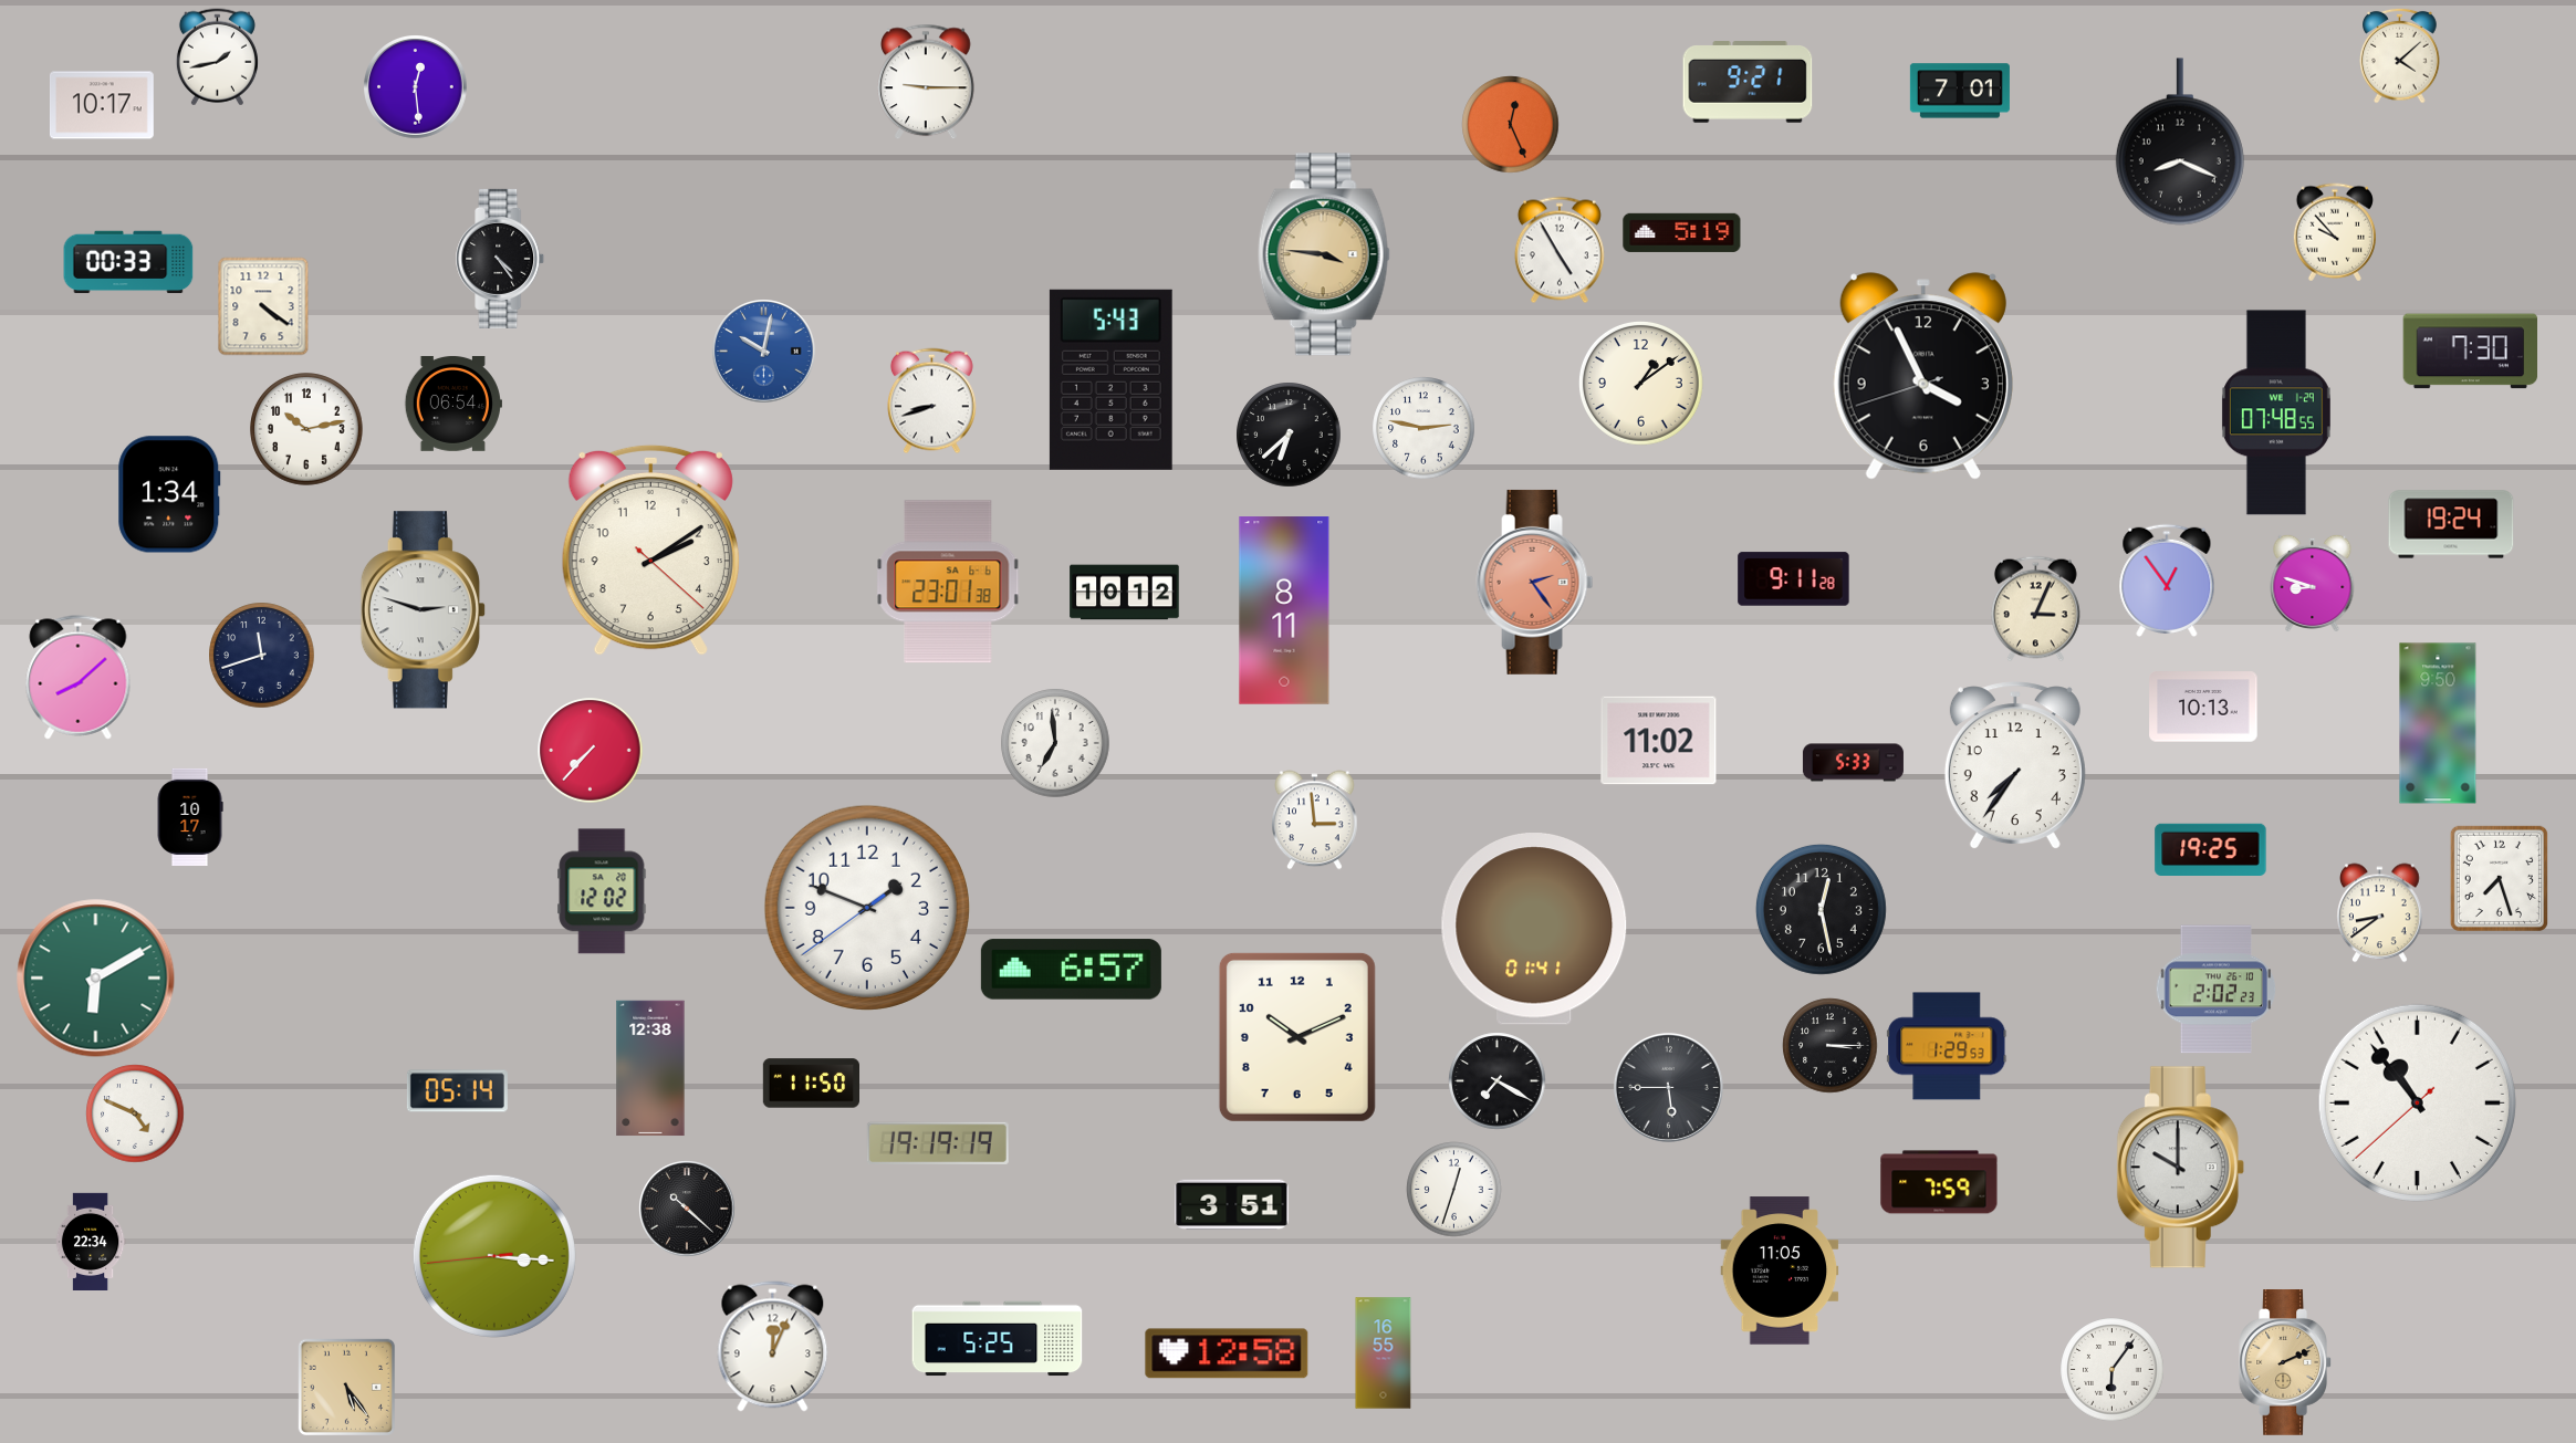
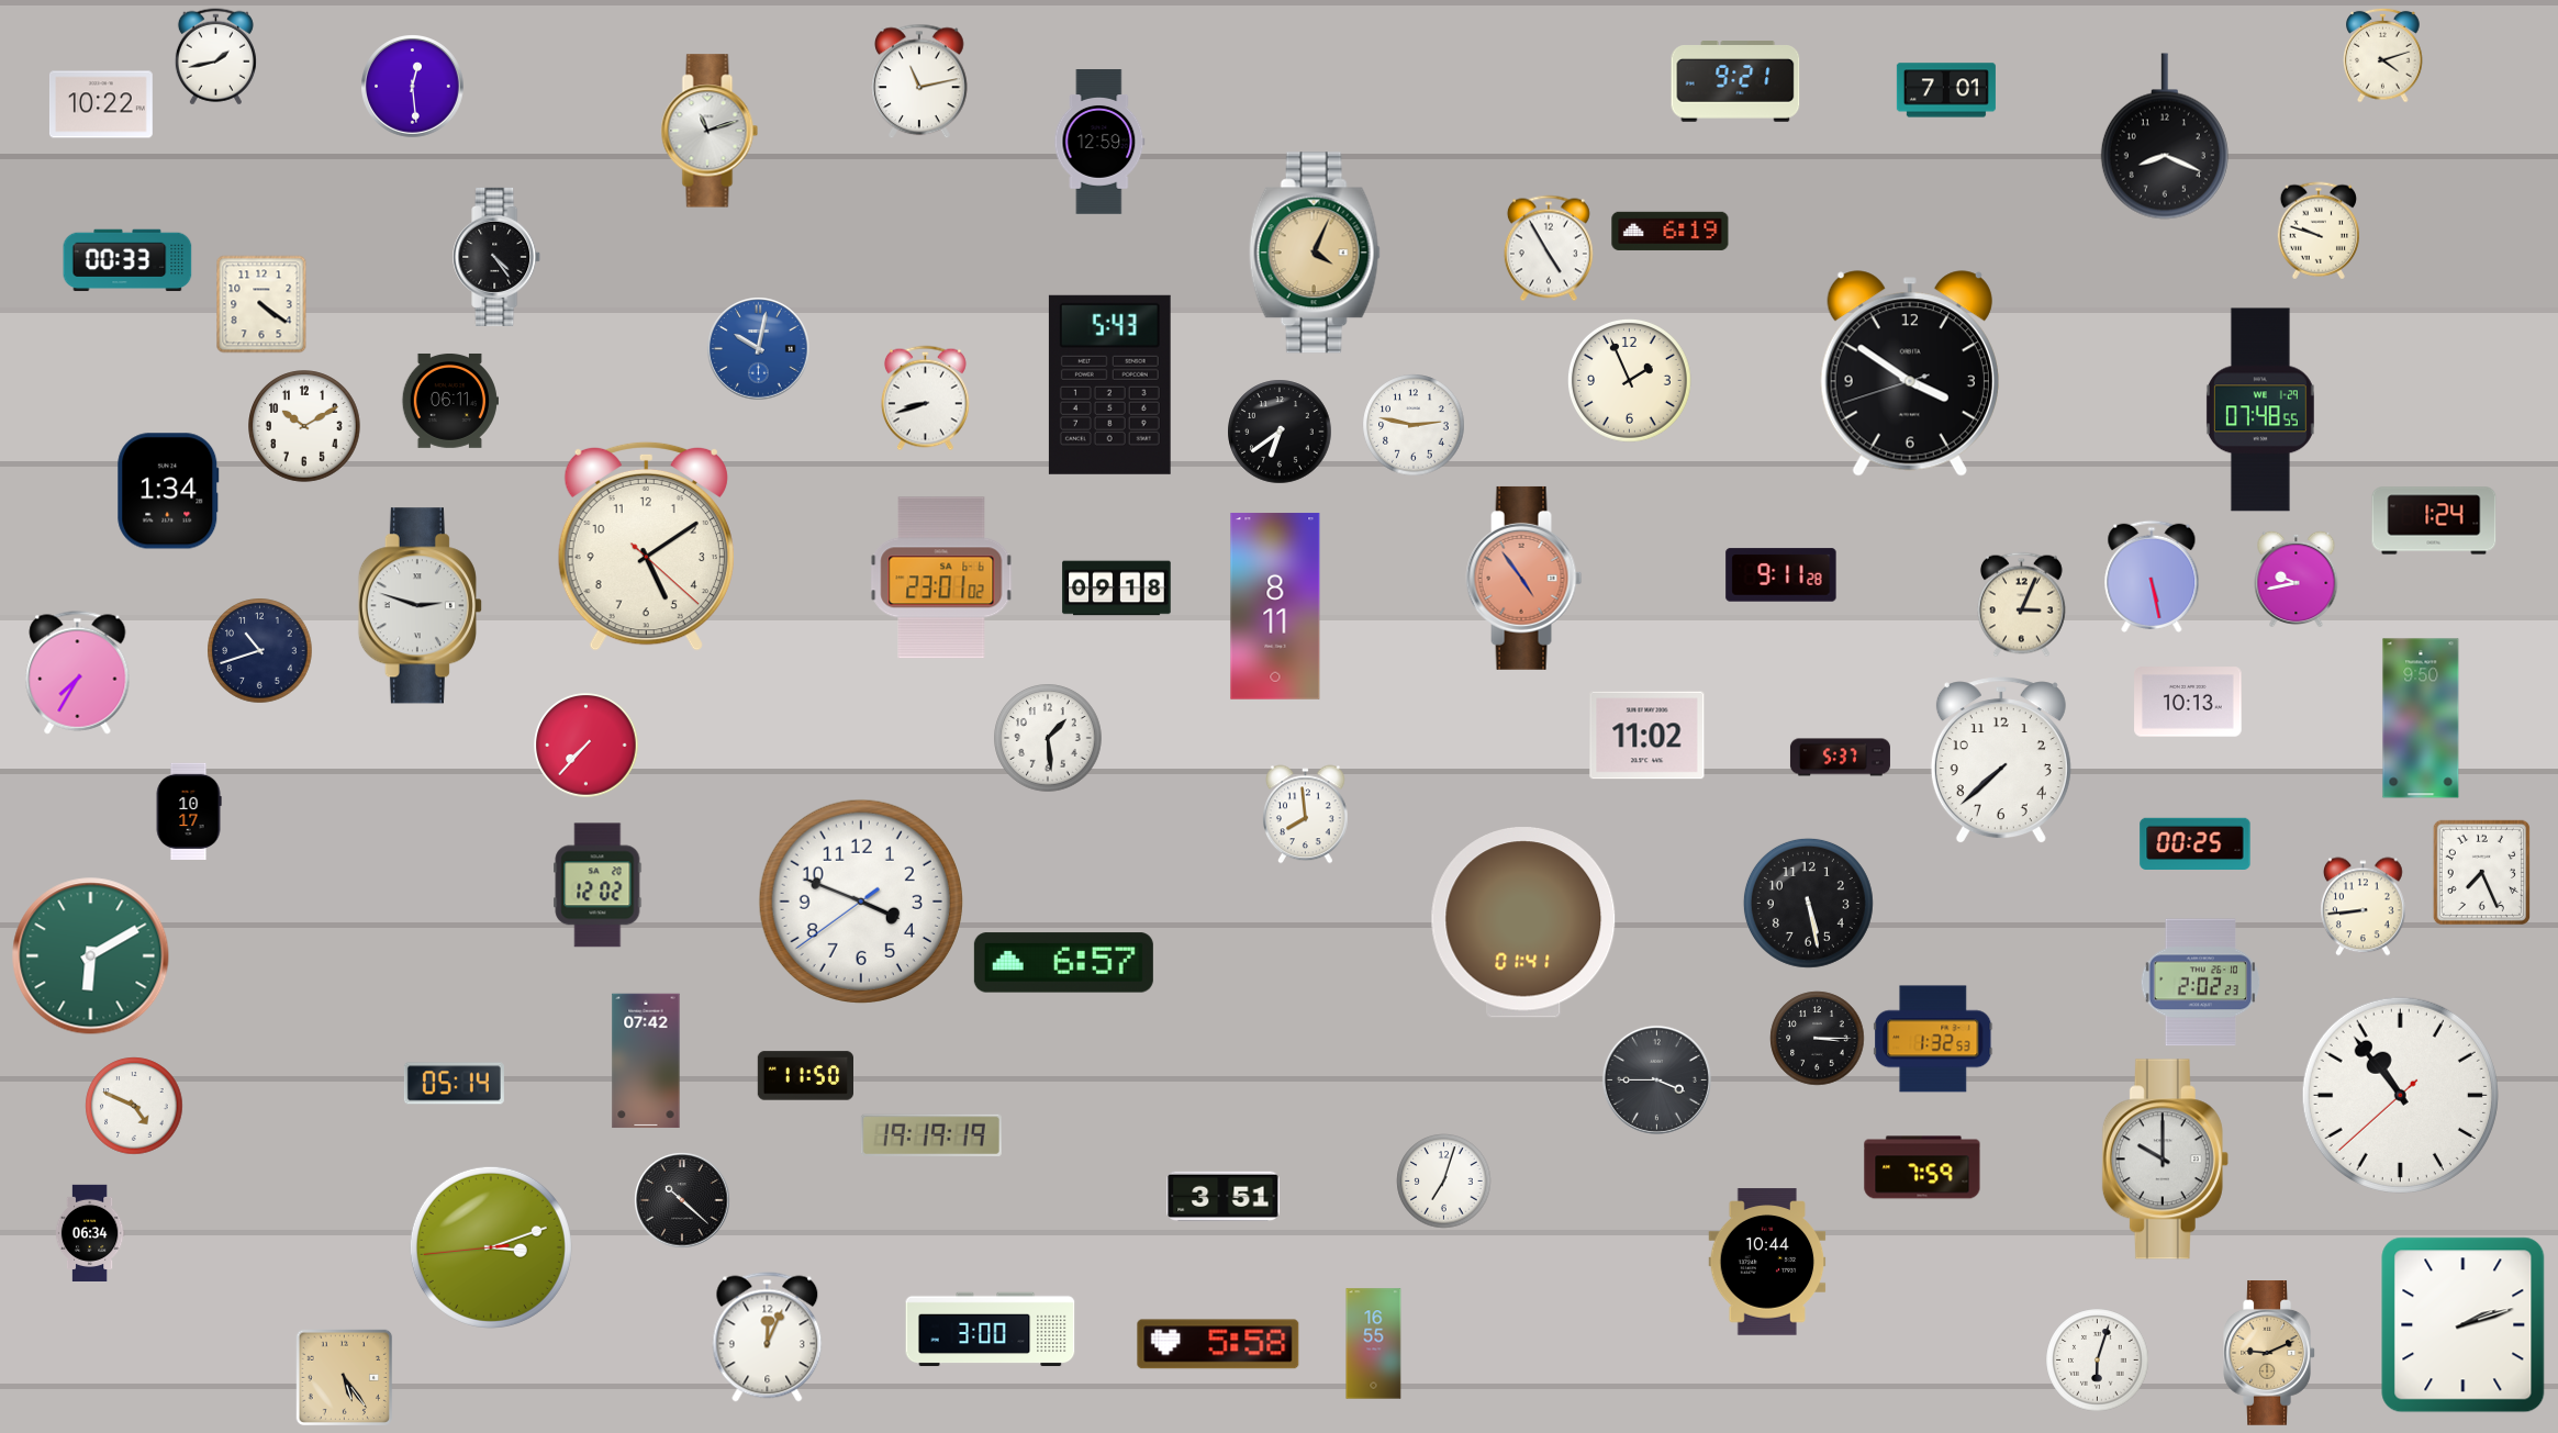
clock at (2400, 55): 4:08 -> 4:12
clock at (927, 82): 9:15 -> 11:13
clock at (102, 105): 10:17 -> 10:22
clock at (1511, 125): 12:26 -> none
clock at (710, 131): none -> 11:12
clock at (2180, 142) position: (2180, 142) -> (2165, 136)
clock at (1099, 142): none -> 12:59
clock at (1682, 232): 5:19 -> 6:19
clock at (2335, 232): 9:53 -> 9:48
clock at (1324, 254): 3:46 -> 4:04
clock at (2470, 352): 7:30 -> none
clock at (1923, 376): 3:55 -> 3:50
clock at (1110, 379) position: (1110, 379) -> (1109, 384)
clock at (1640, 383): 1:09 -> 1:56
clock at (453, 404): 06:54 -> 06:11
clock at (306, 429): 10:13 -> 10:10
clock at (1289, 435): 6:38 -> 6:39
clock at (2451, 524): 19:24 -> 1:24
clock at (650, 550): 2:09 -> 5:09
clock at (2167, 581): 12:54 -> 5:28
clock at (948, 582): 23:01:38 -> 23:01:02
clock at (1535, 582): 2:24 -> 4:54
clock at (2313, 582): 8:48 -> 9:43
clock at (1125, 593): 10:12 -> 09:18
clock at (262, 656): 11:42 -> 10:42
clock at (79, 678): 8:08 -> 7:35
clock at (1055, 743): 6:59 -> 1:29
clock at (1853, 763): 5:33 -> 5:37
clock at (2015, 766): 7:36 -> 7:38
clock at (1315, 820): 2:59 -> 7:59
clock at (2211, 849): 19:25 -> 00:25
clock at (2499, 878): 7:27 -> 7:26
clock at (867, 908): 1:48 -> 3:48
clock at (1821, 909): 12:28 -> 5:28
clock at (2380, 913): 8:39 -> 8:44
clock at (96, 979) position: (96, 979) -> (91, 956)
clock at (1297, 1037): 10:11 -> none
clock at (1947, 1046): 1:29 -> 1:32
clock at (650, 1068): 12:38 -> 07:42
clock at (1498, 1081): 7:20 -> none
clock at (1668, 1087): 5:45 -> 3:45
clock at (1939, 1182) position: (1939, 1182) -> (1922, 1167)
clock at (1454, 1190): 12:33 -> 7:03
clock at (91, 1241): 22:34 -> 06:34
clock at (494, 1256): 3:15 -> 3:11
clock at (1780, 1271): 11:05 -> 10:44
clock at (2464, 1325): none -> 2:12
clock at (998, 1339): 5:25 -> 3:00
clock at (1227, 1353): 12:58 -> 5:58
clock at (2285, 1363): 2:11 -> 9:11
clock at (2113, 1370): 6:06 -> 6:03
